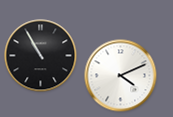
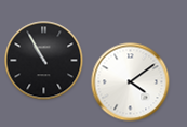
clock at (121, 76): 4:11 -> 4:09
